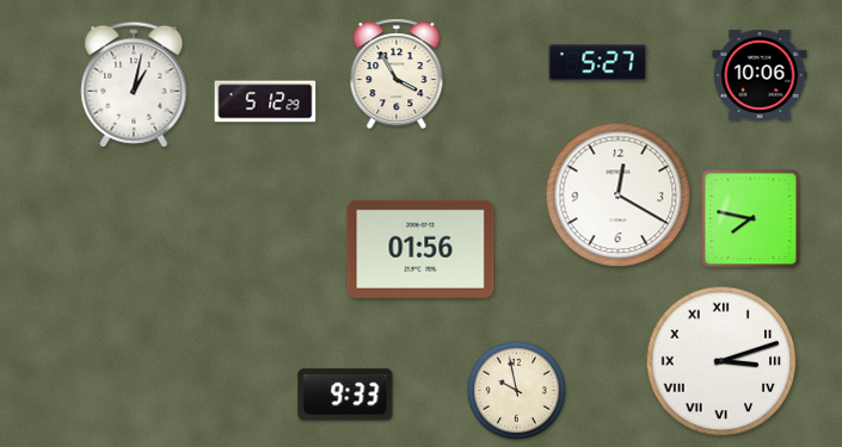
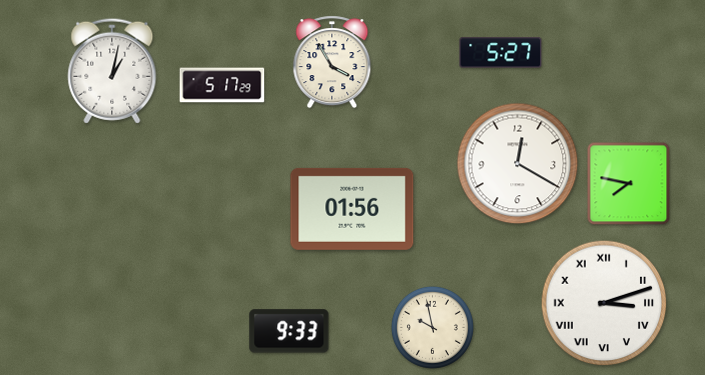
clock at (760, 75): 10:06 -> none
clock at (265, 101): 5:12 -> 5:17
